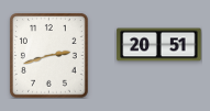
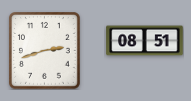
clock at (159, 45): 20:51 -> 08:51
